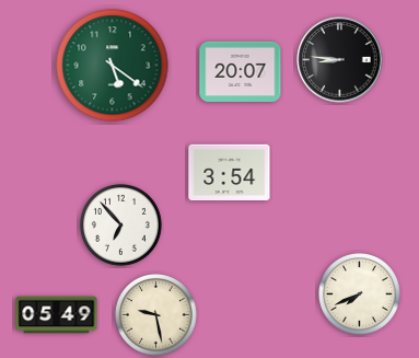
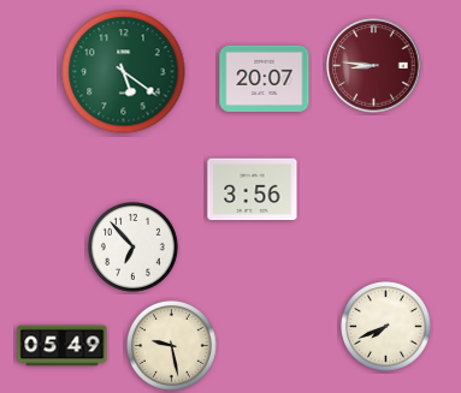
clock at (340, 60) dial: black -> burgundy
clock at (230, 173): 3:54 -> 3:56
clock at (360, 295) position: (360, 295) -> (386, 327)
